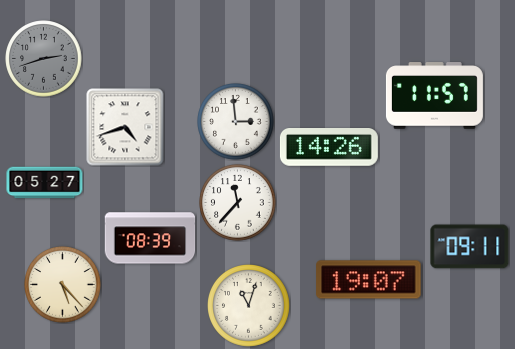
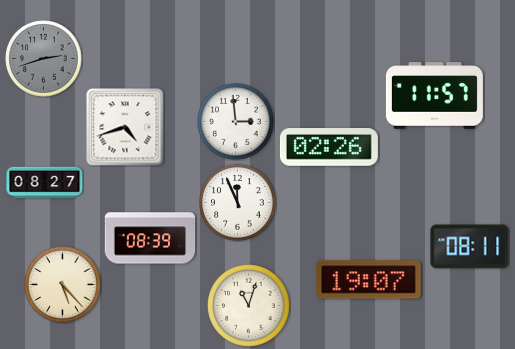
clock at (329, 148): 14:26 -> 02:26
clock at (45, 183): 05:27 -> 08:27
clock at (238, 203): 11:37 -> 11:56
clock at (470, 247): 09:11 -> 08:11
